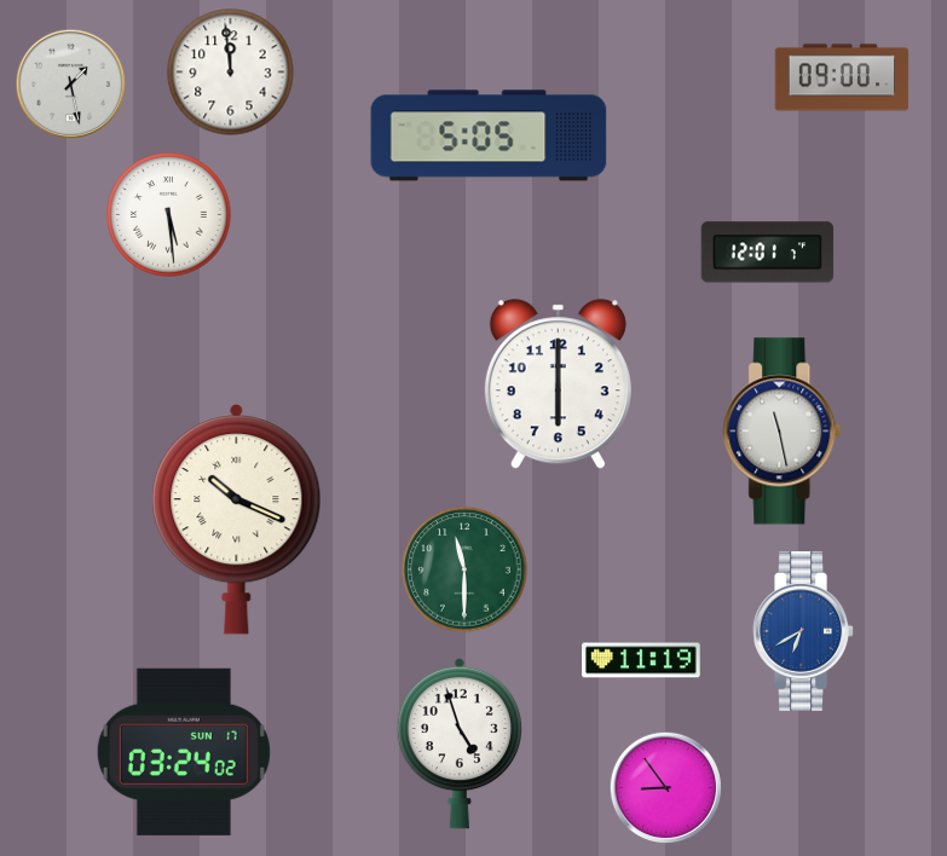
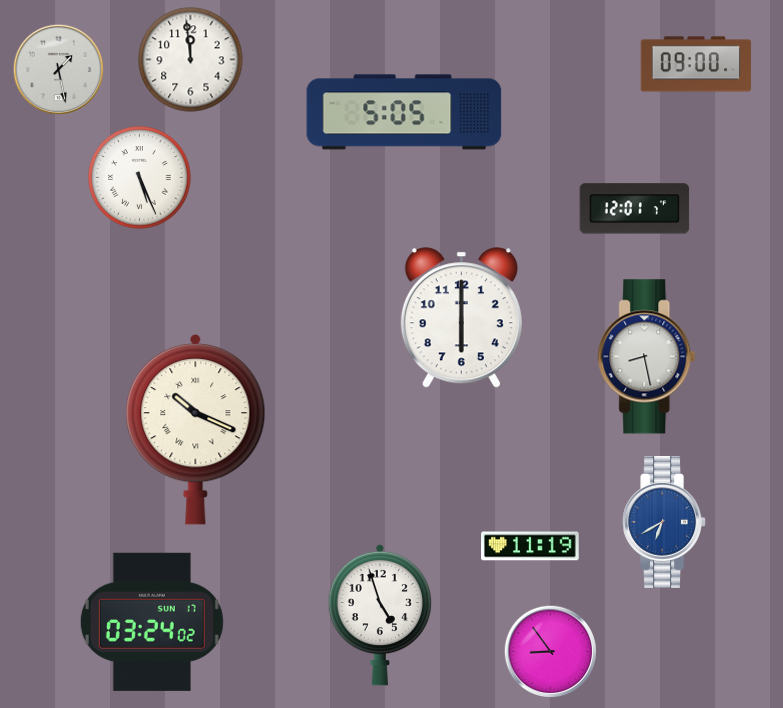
clock at (169, 215): 5:29 -> 5:26
clock at (783, 432): 11:28 -> 8:28
clock at (464, 569): 11:30 -> none
